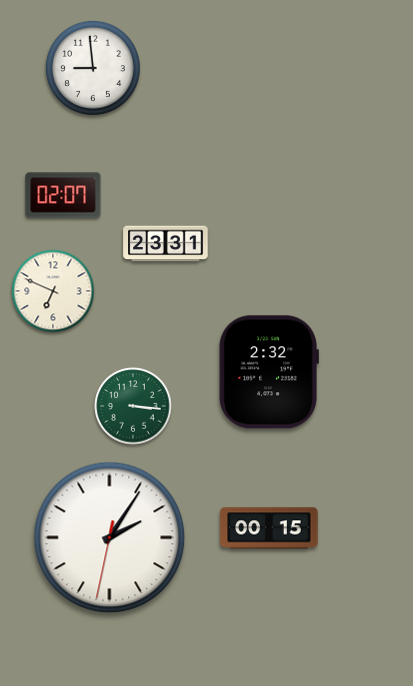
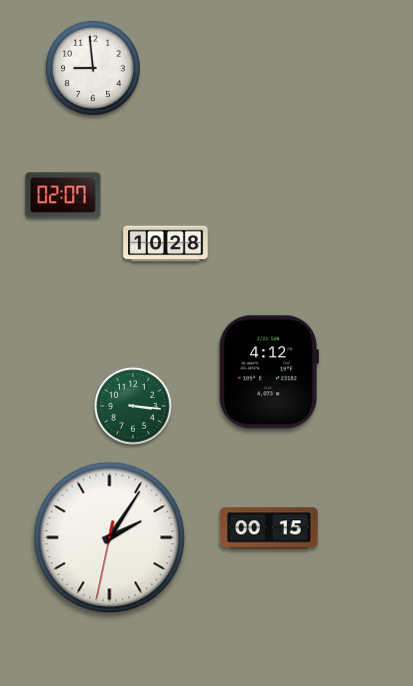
clock at (166, 244): 23:31 -> 10:28
clock at (53, 291): 6:49 -> none
clock at (269, 372): 2:32 -> 4:12
